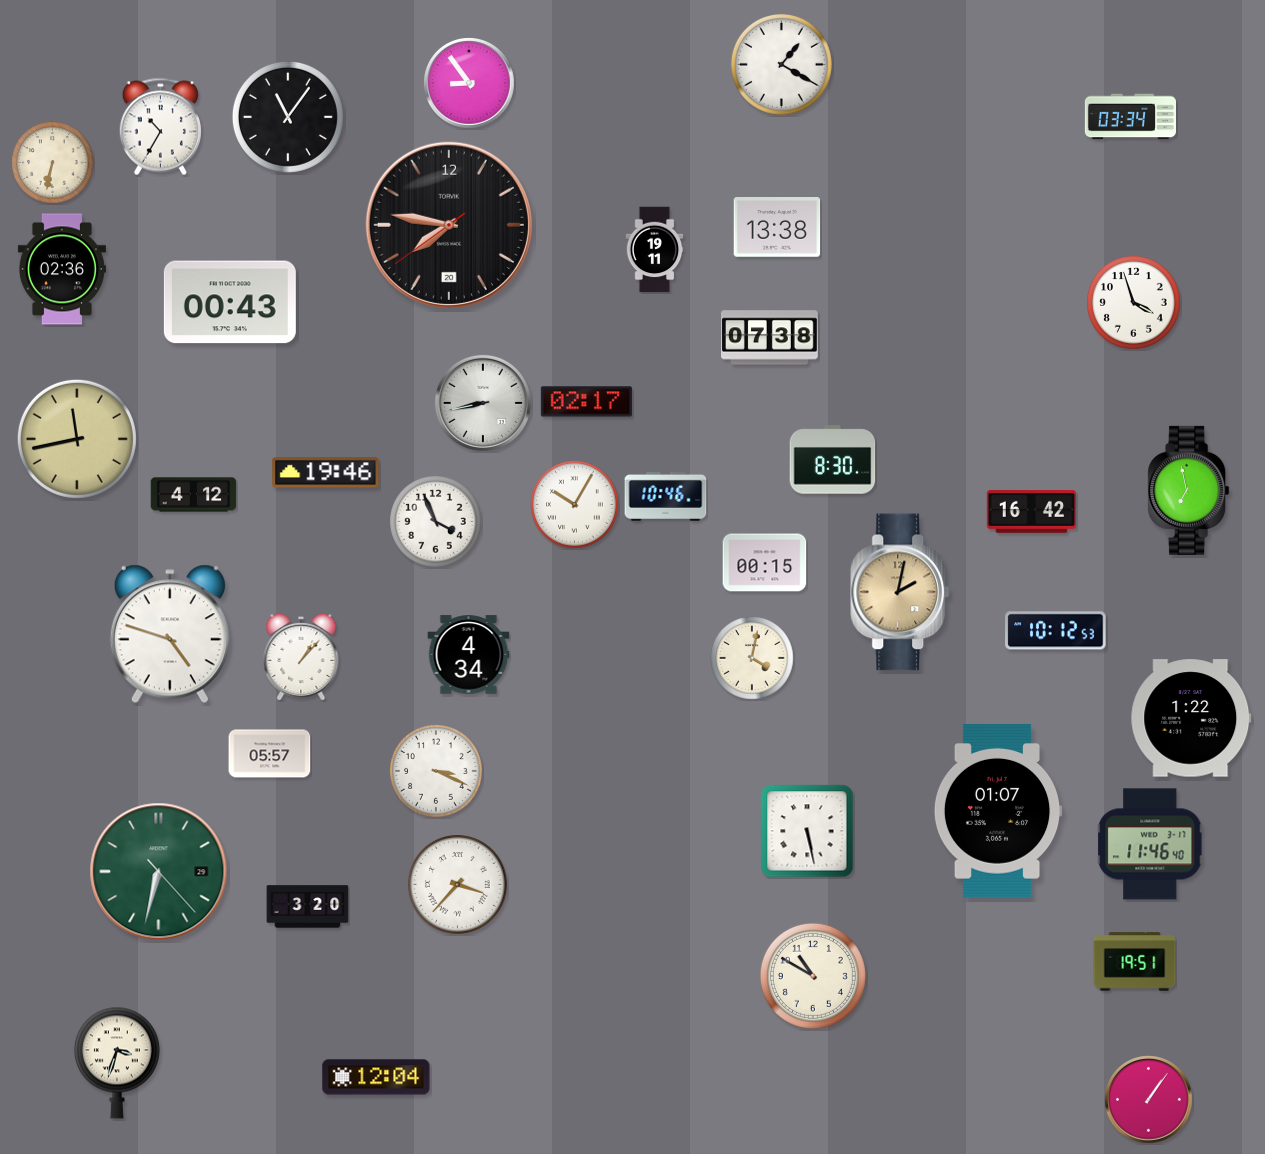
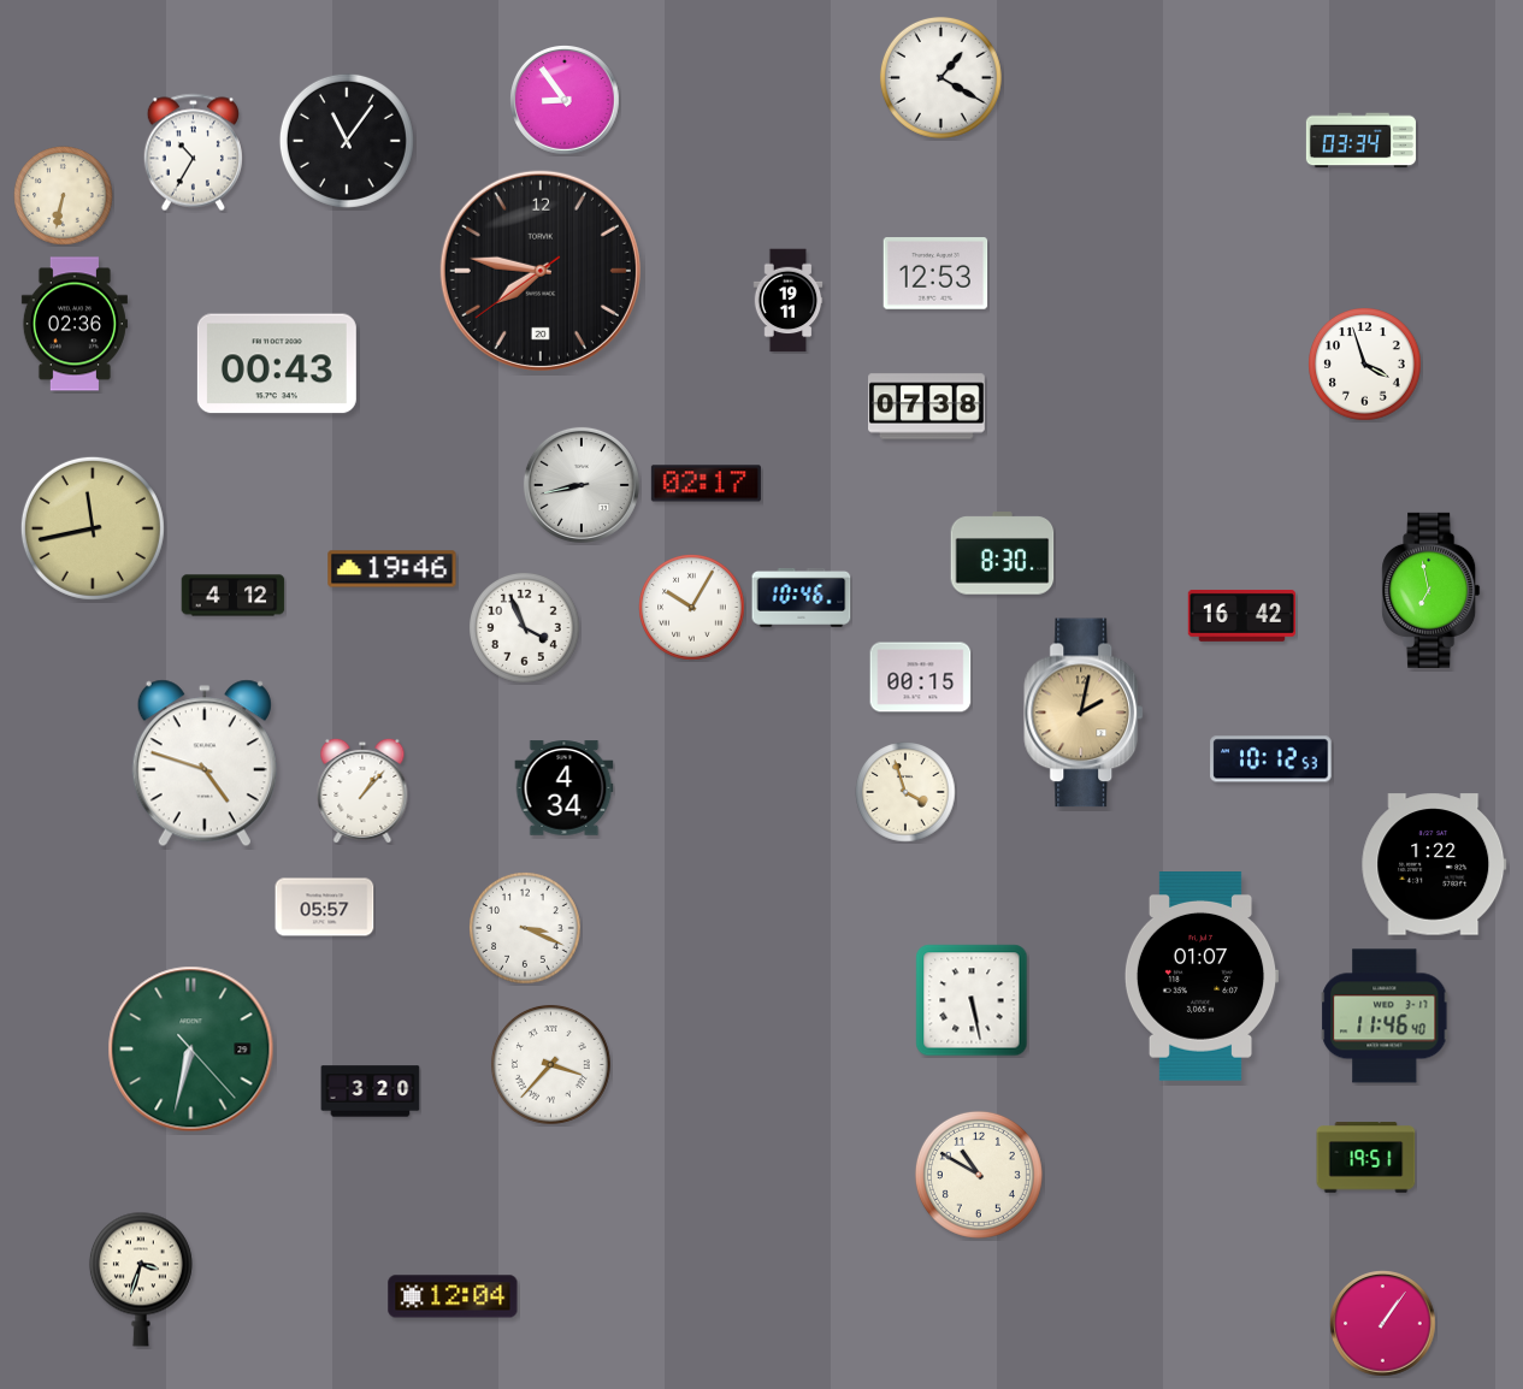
clock at (777, 227): 13:38 -> 12:53
clock at (752, 658): 4:02 -> 3:57
